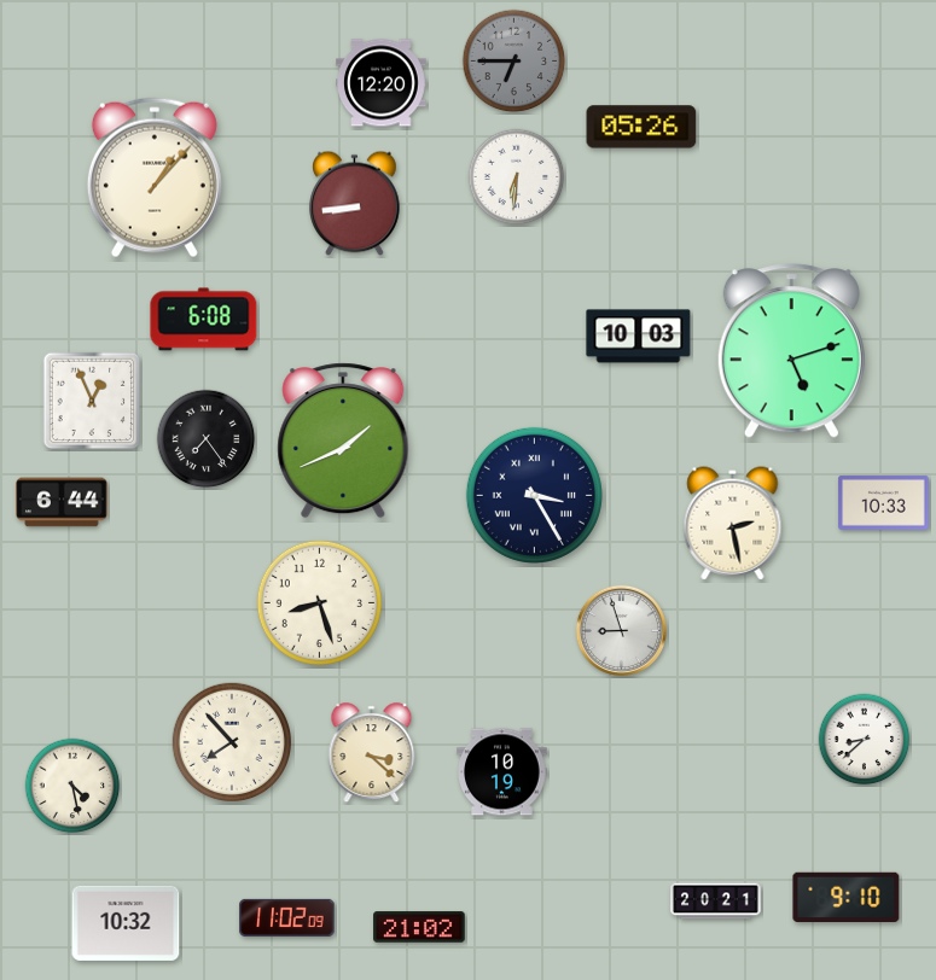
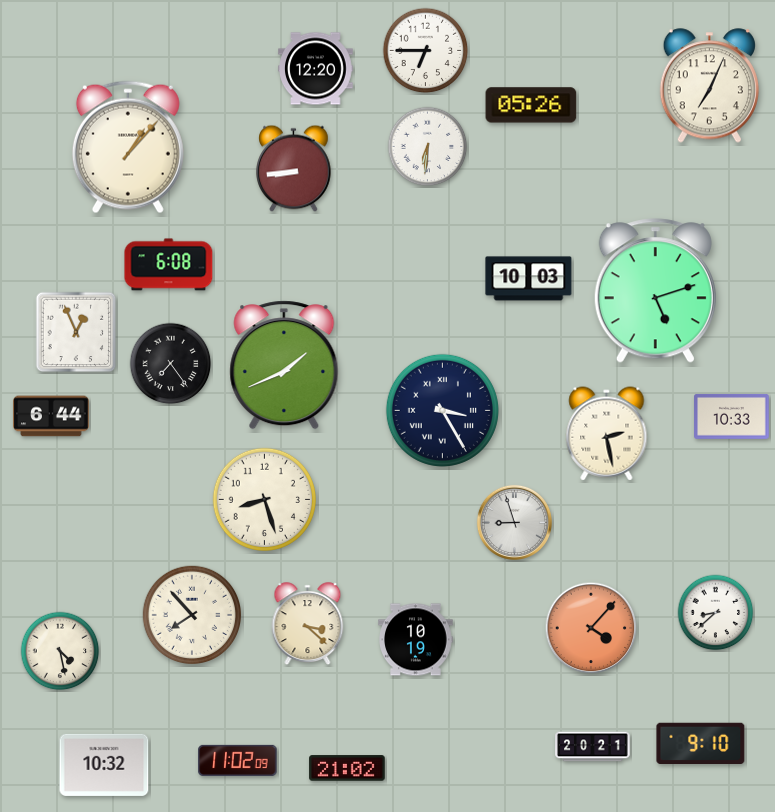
clock at (514, 62) dial: grey -> white
clock at (709, 86): none -> 7:04
clock at (591, 628): none -> 4:07
